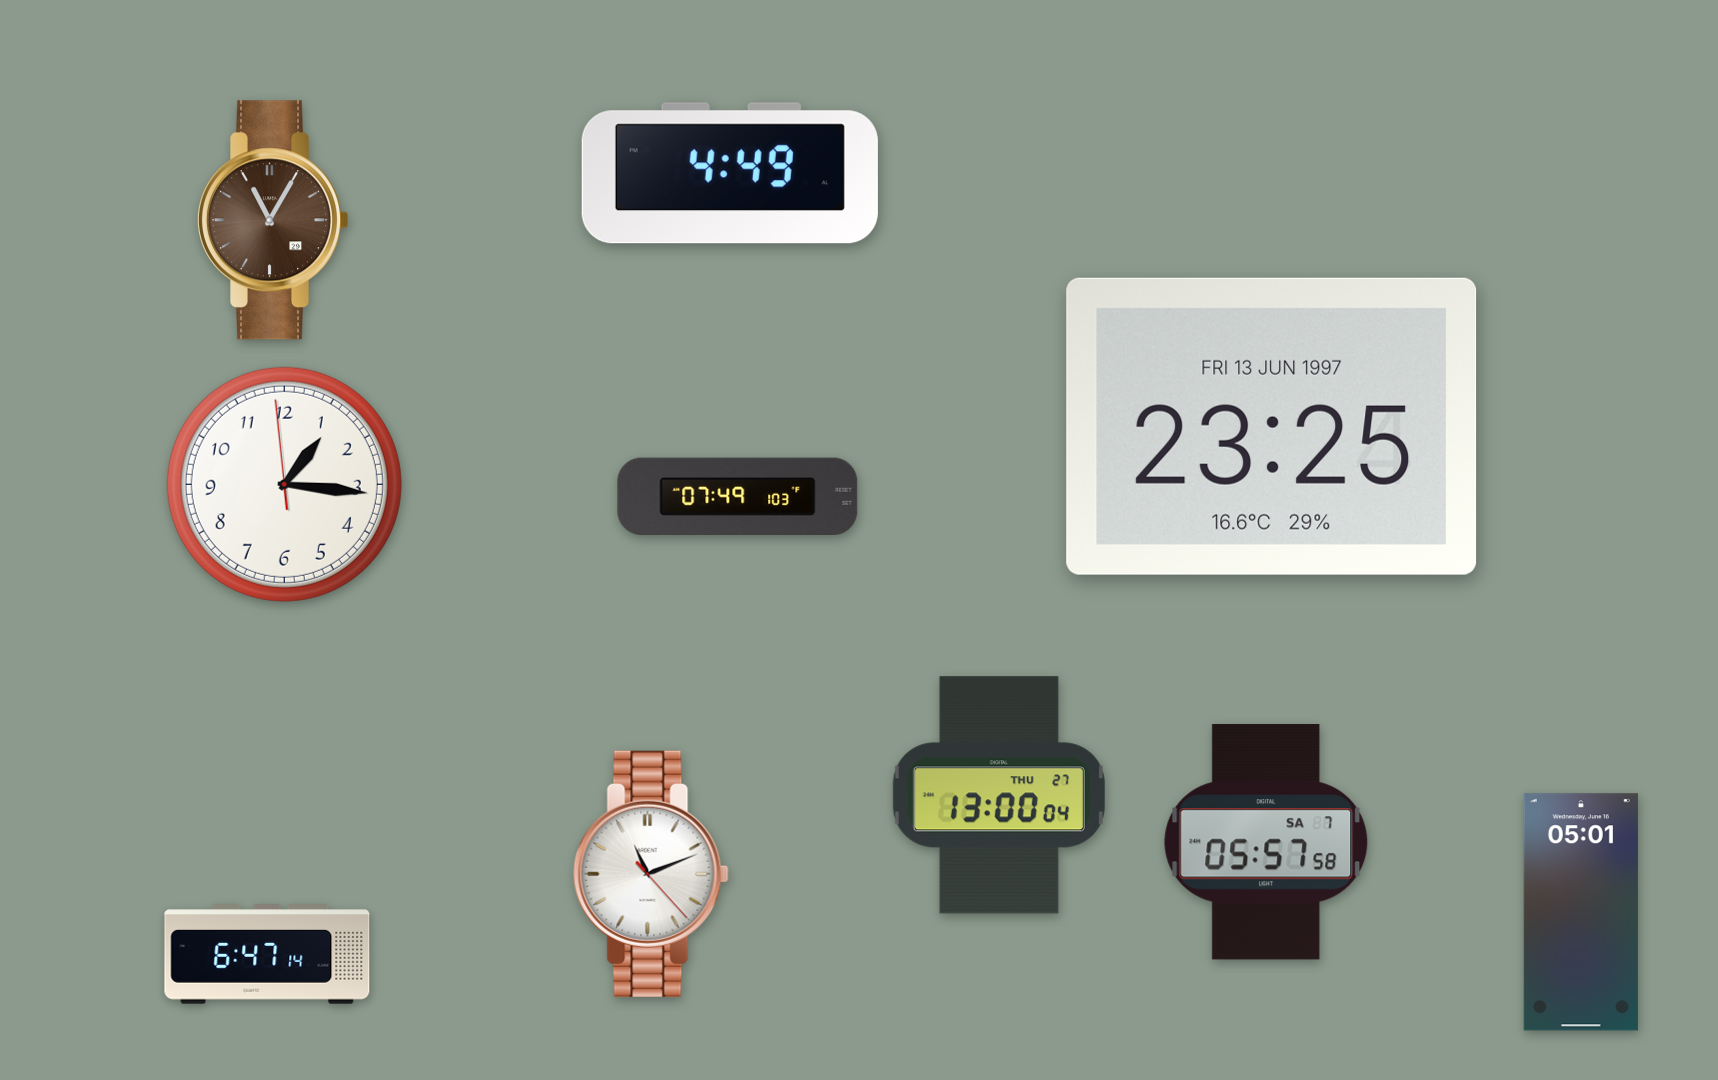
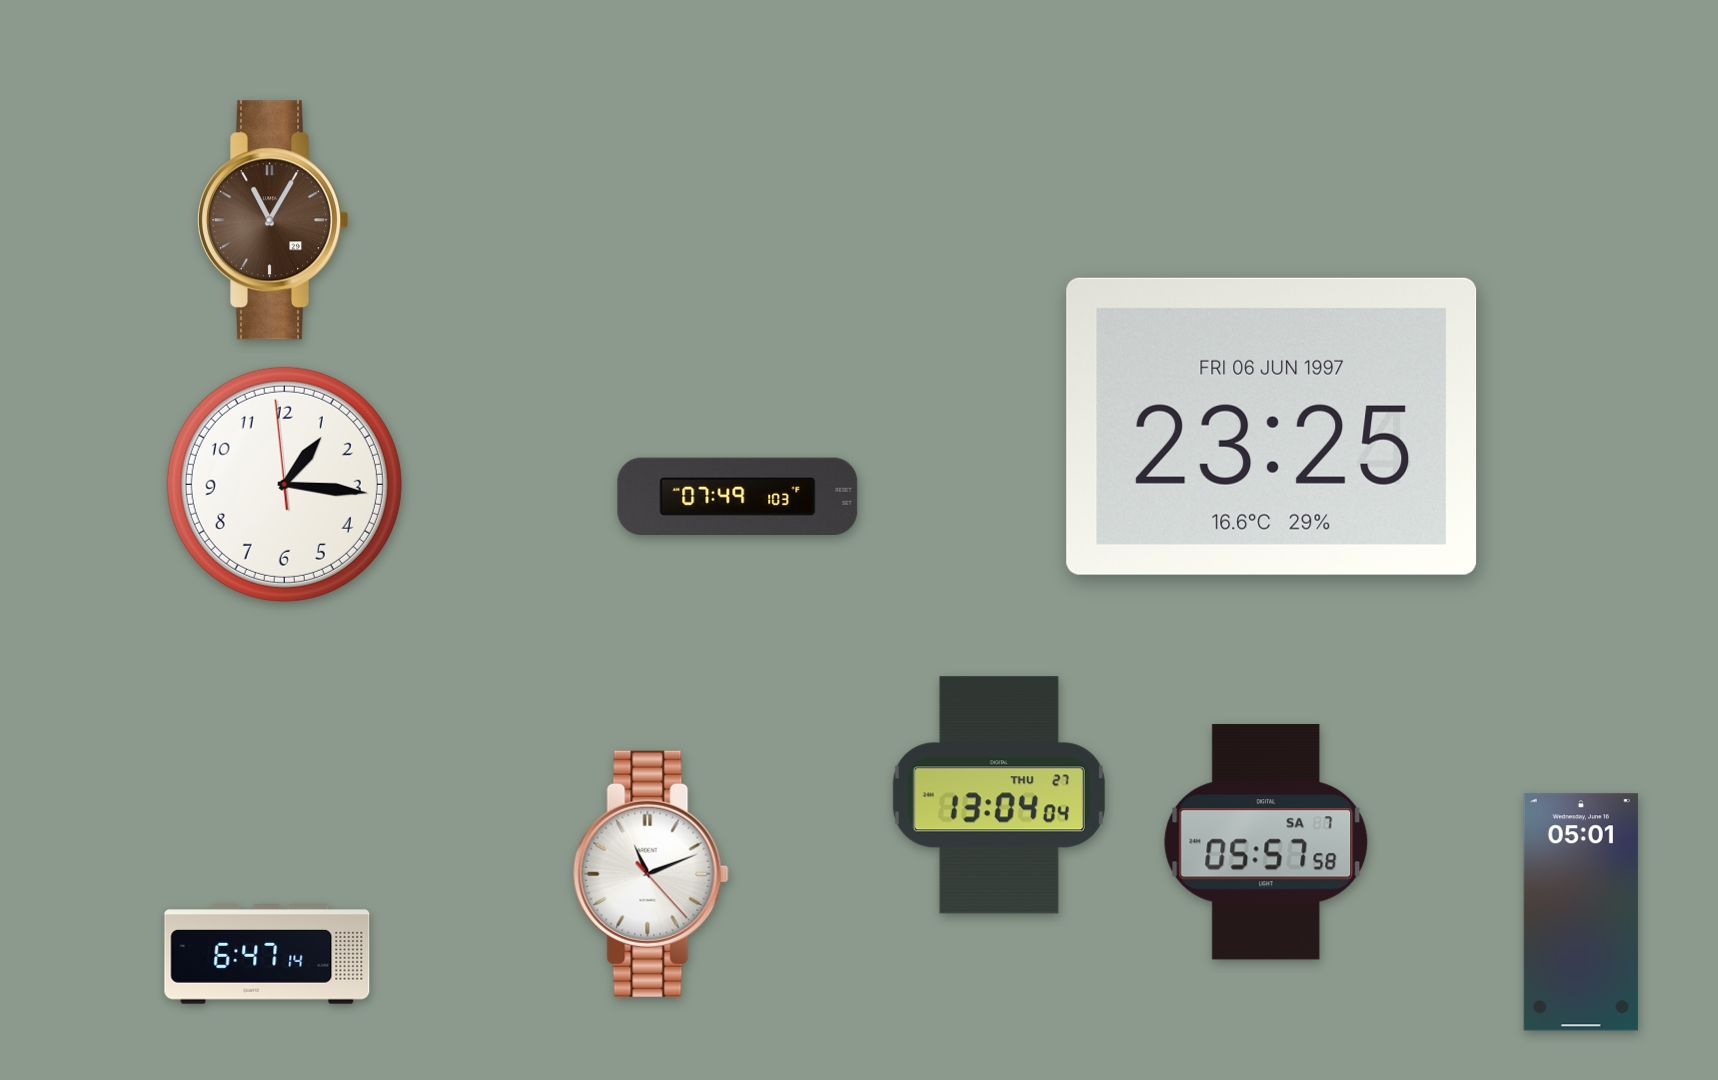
clock at (730, 173): 4:49 -> none
clock at (1272, 426) date: FRI 13 JUN 1997 -> FRI 06 JUN 1997
clock at (999, 795): 13:00 -> 13:04
